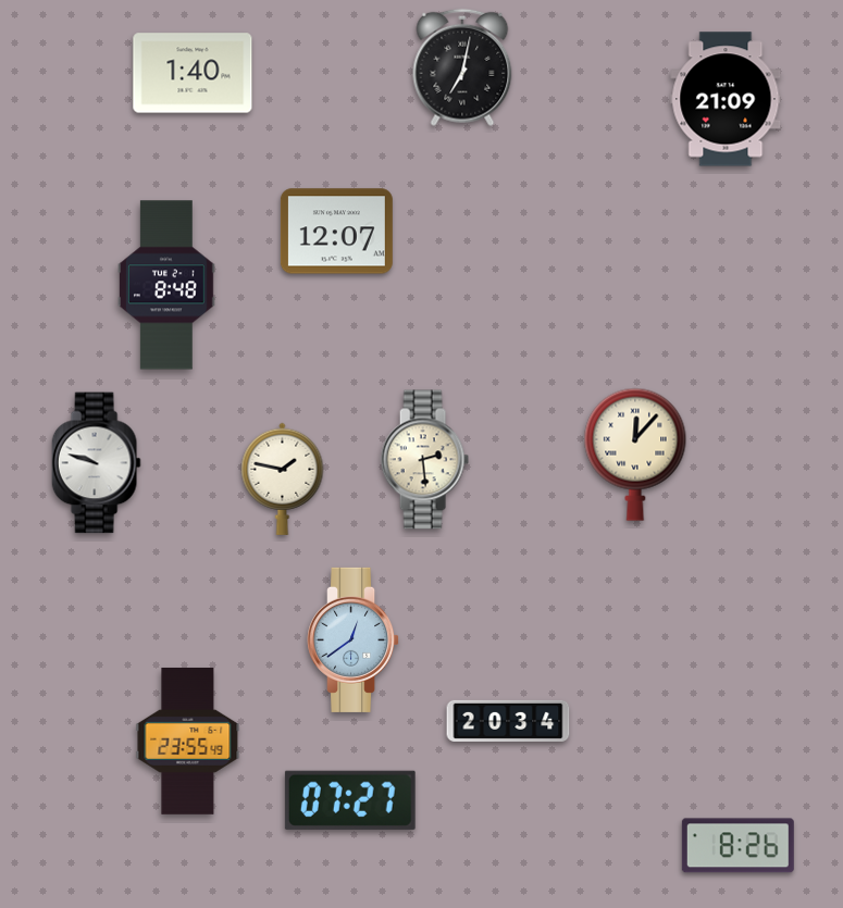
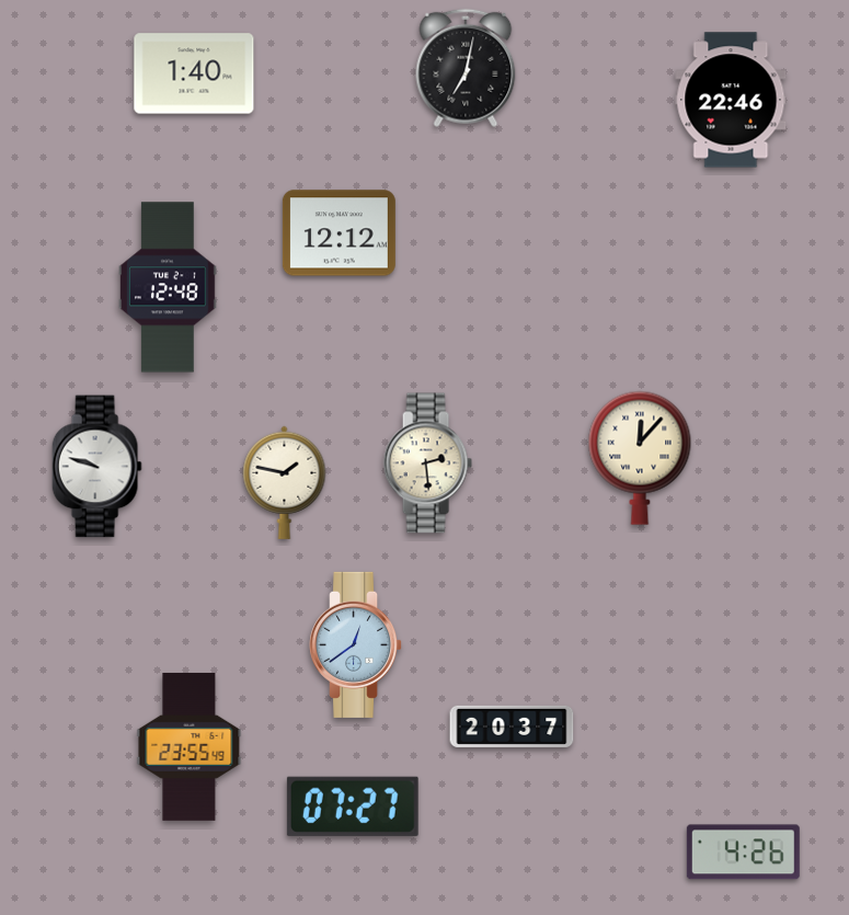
clock at (726, 99): 21:09 -> 22:46
clock at (336, 232): 12:07 -> 12:12
clock at (168, 285): 8:48 -> 12:48
clock at (508, 721): 20:34 -> 20:37
clock at (737, 846): 8:26 -> 4:26
